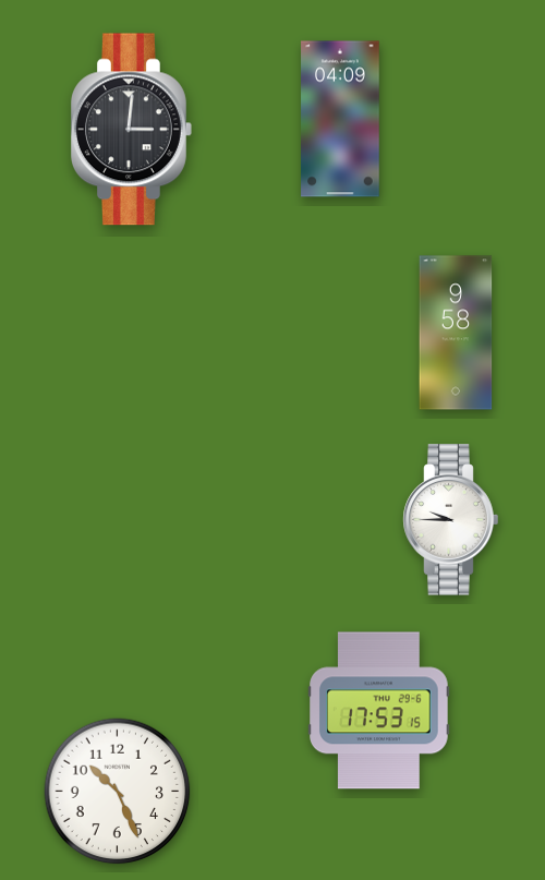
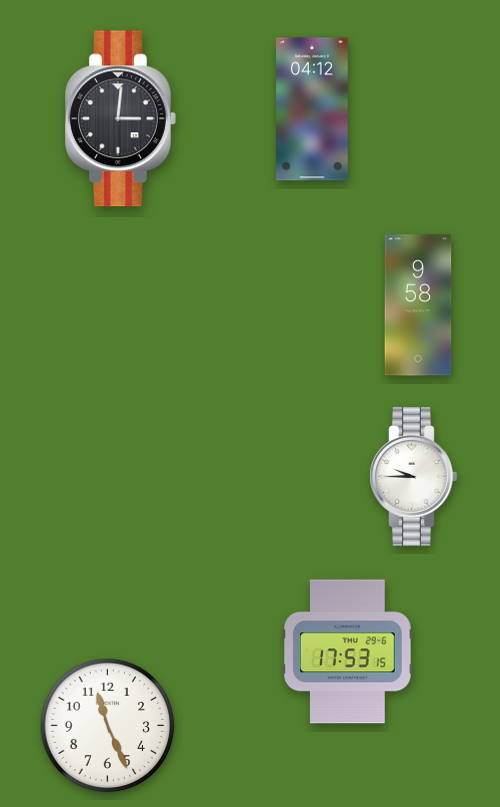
clock at (340, 119): 04:09 -> 04:12
clock at (118, 792): 10:26 -> 11:26
